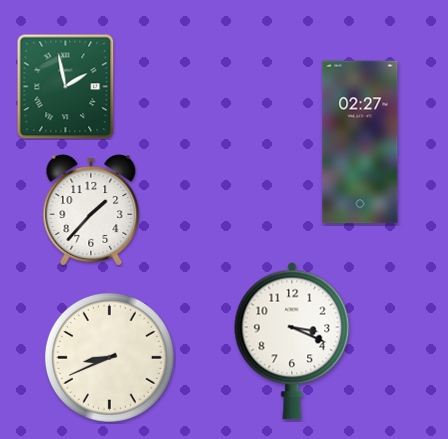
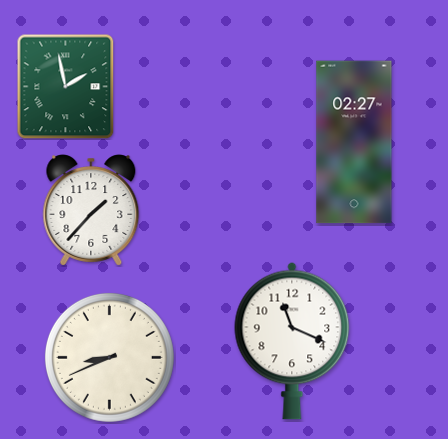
clock at (360, 142) position: (360, 142) -> (354, 142)
clock at (292, 341): 3:19 -> 11:19
